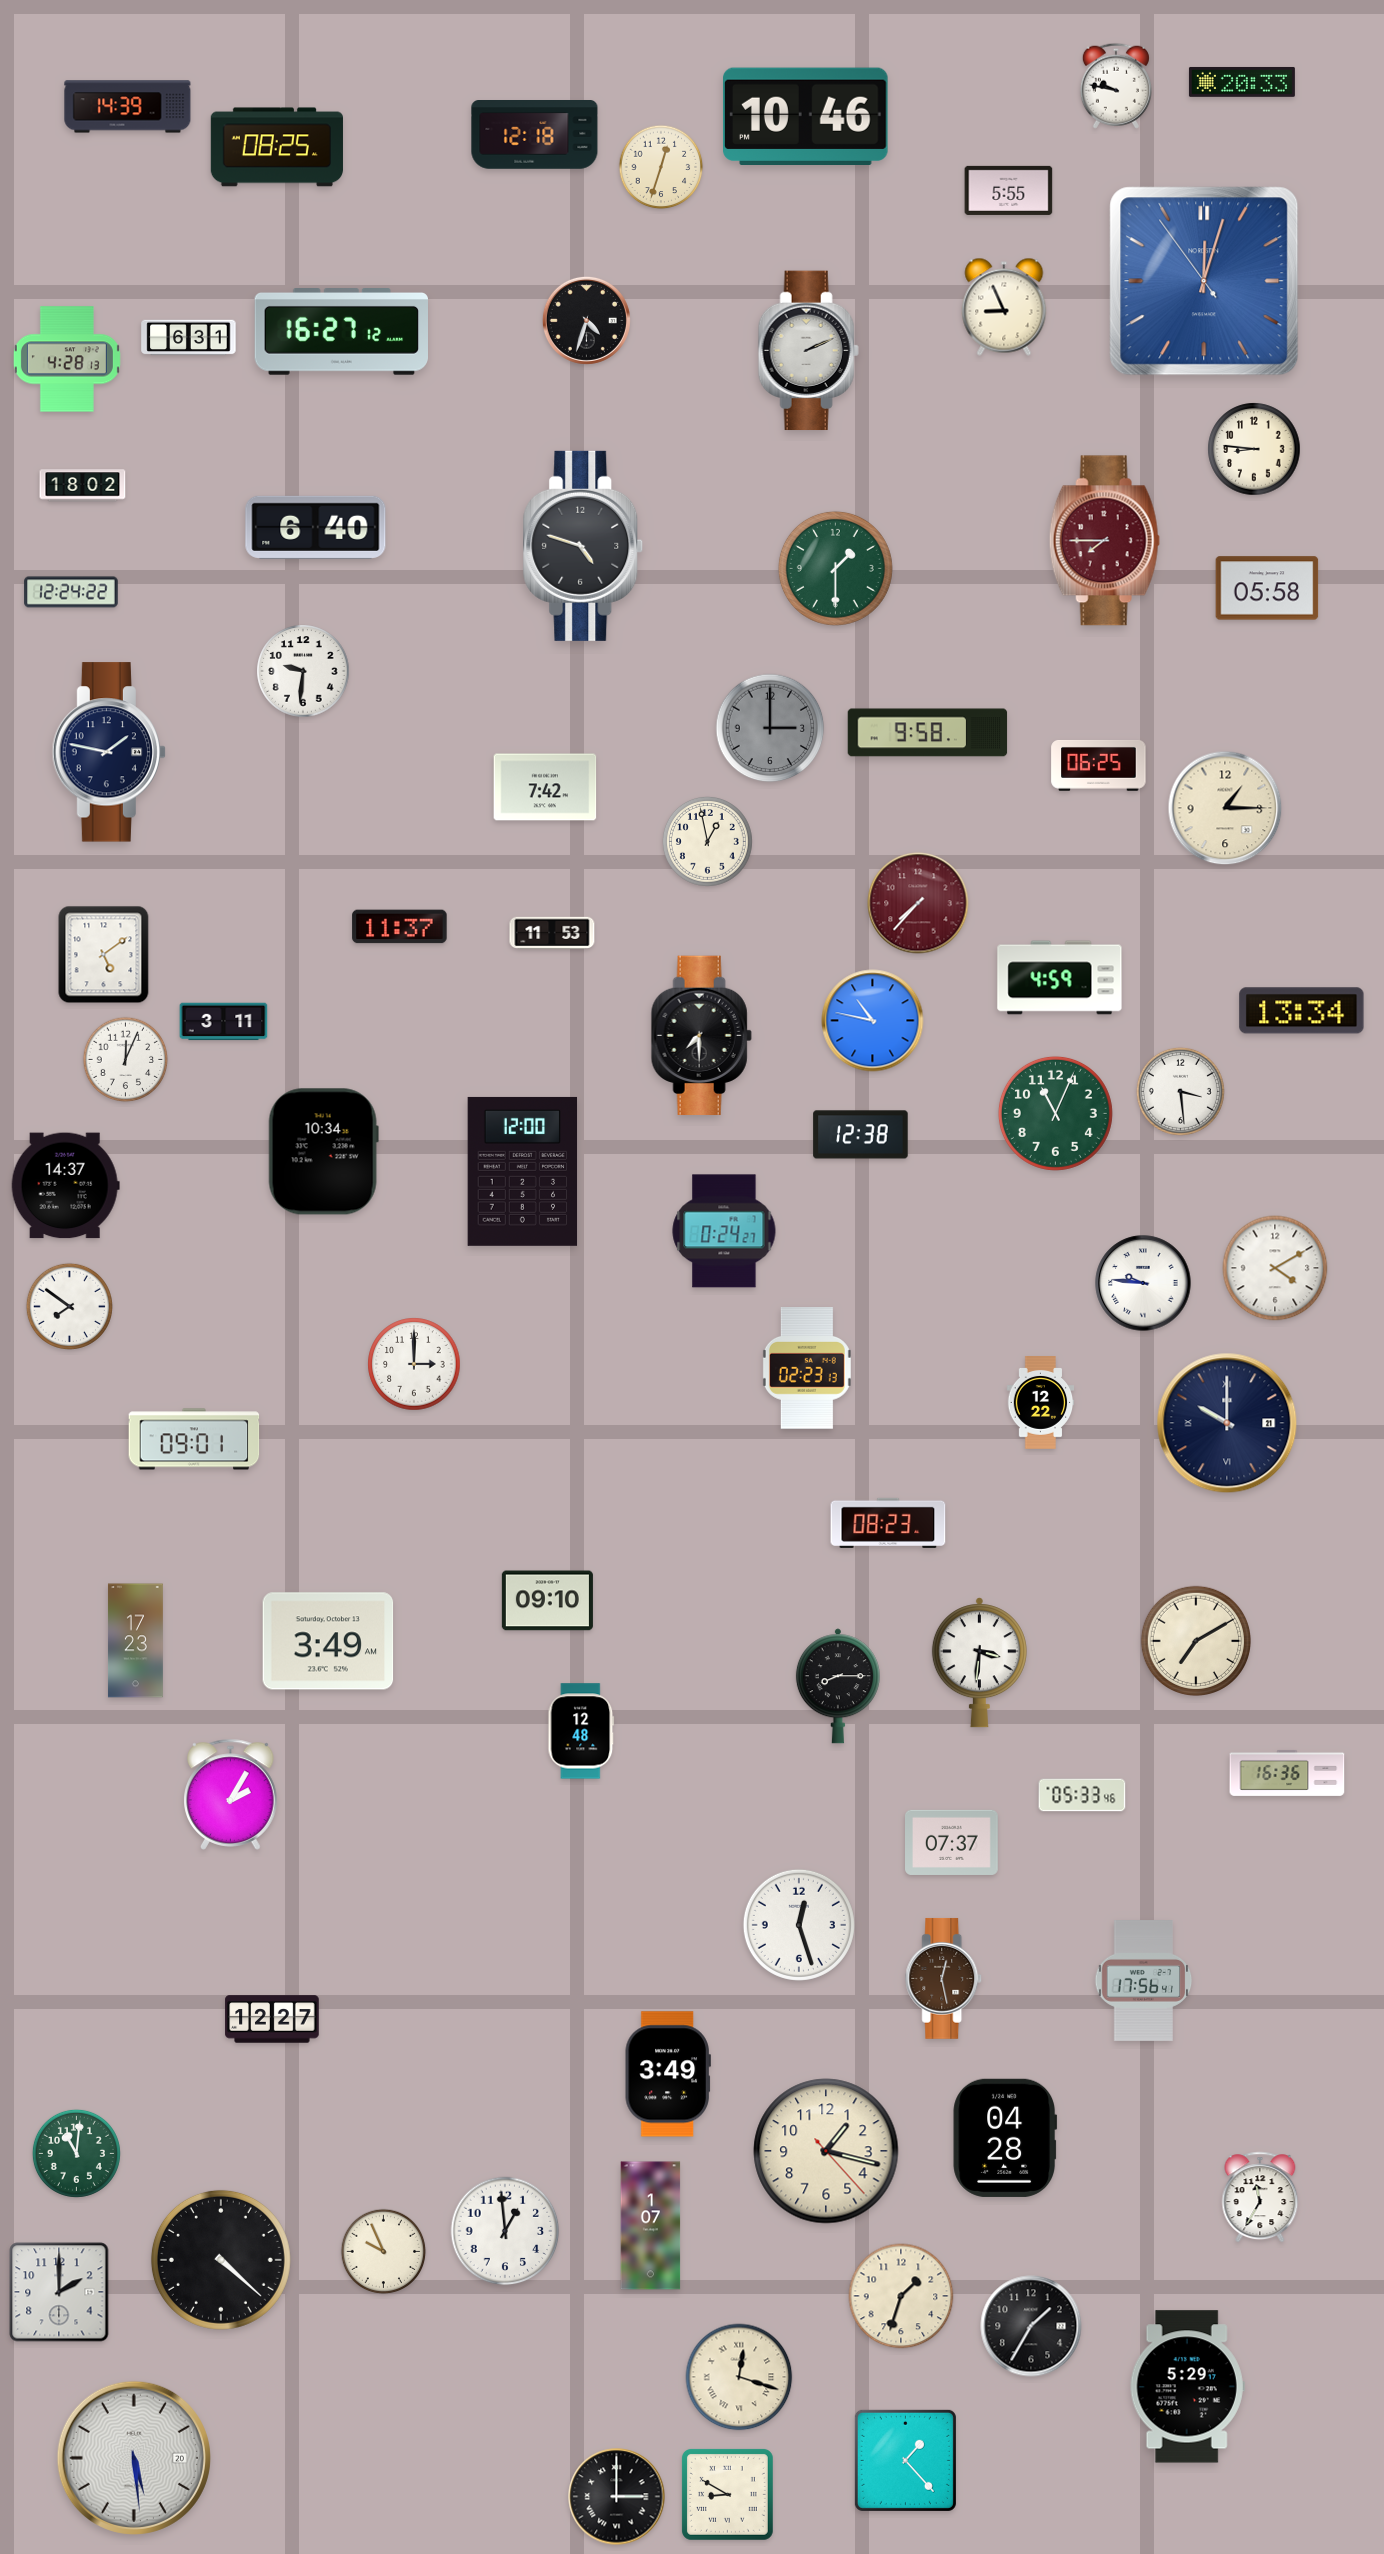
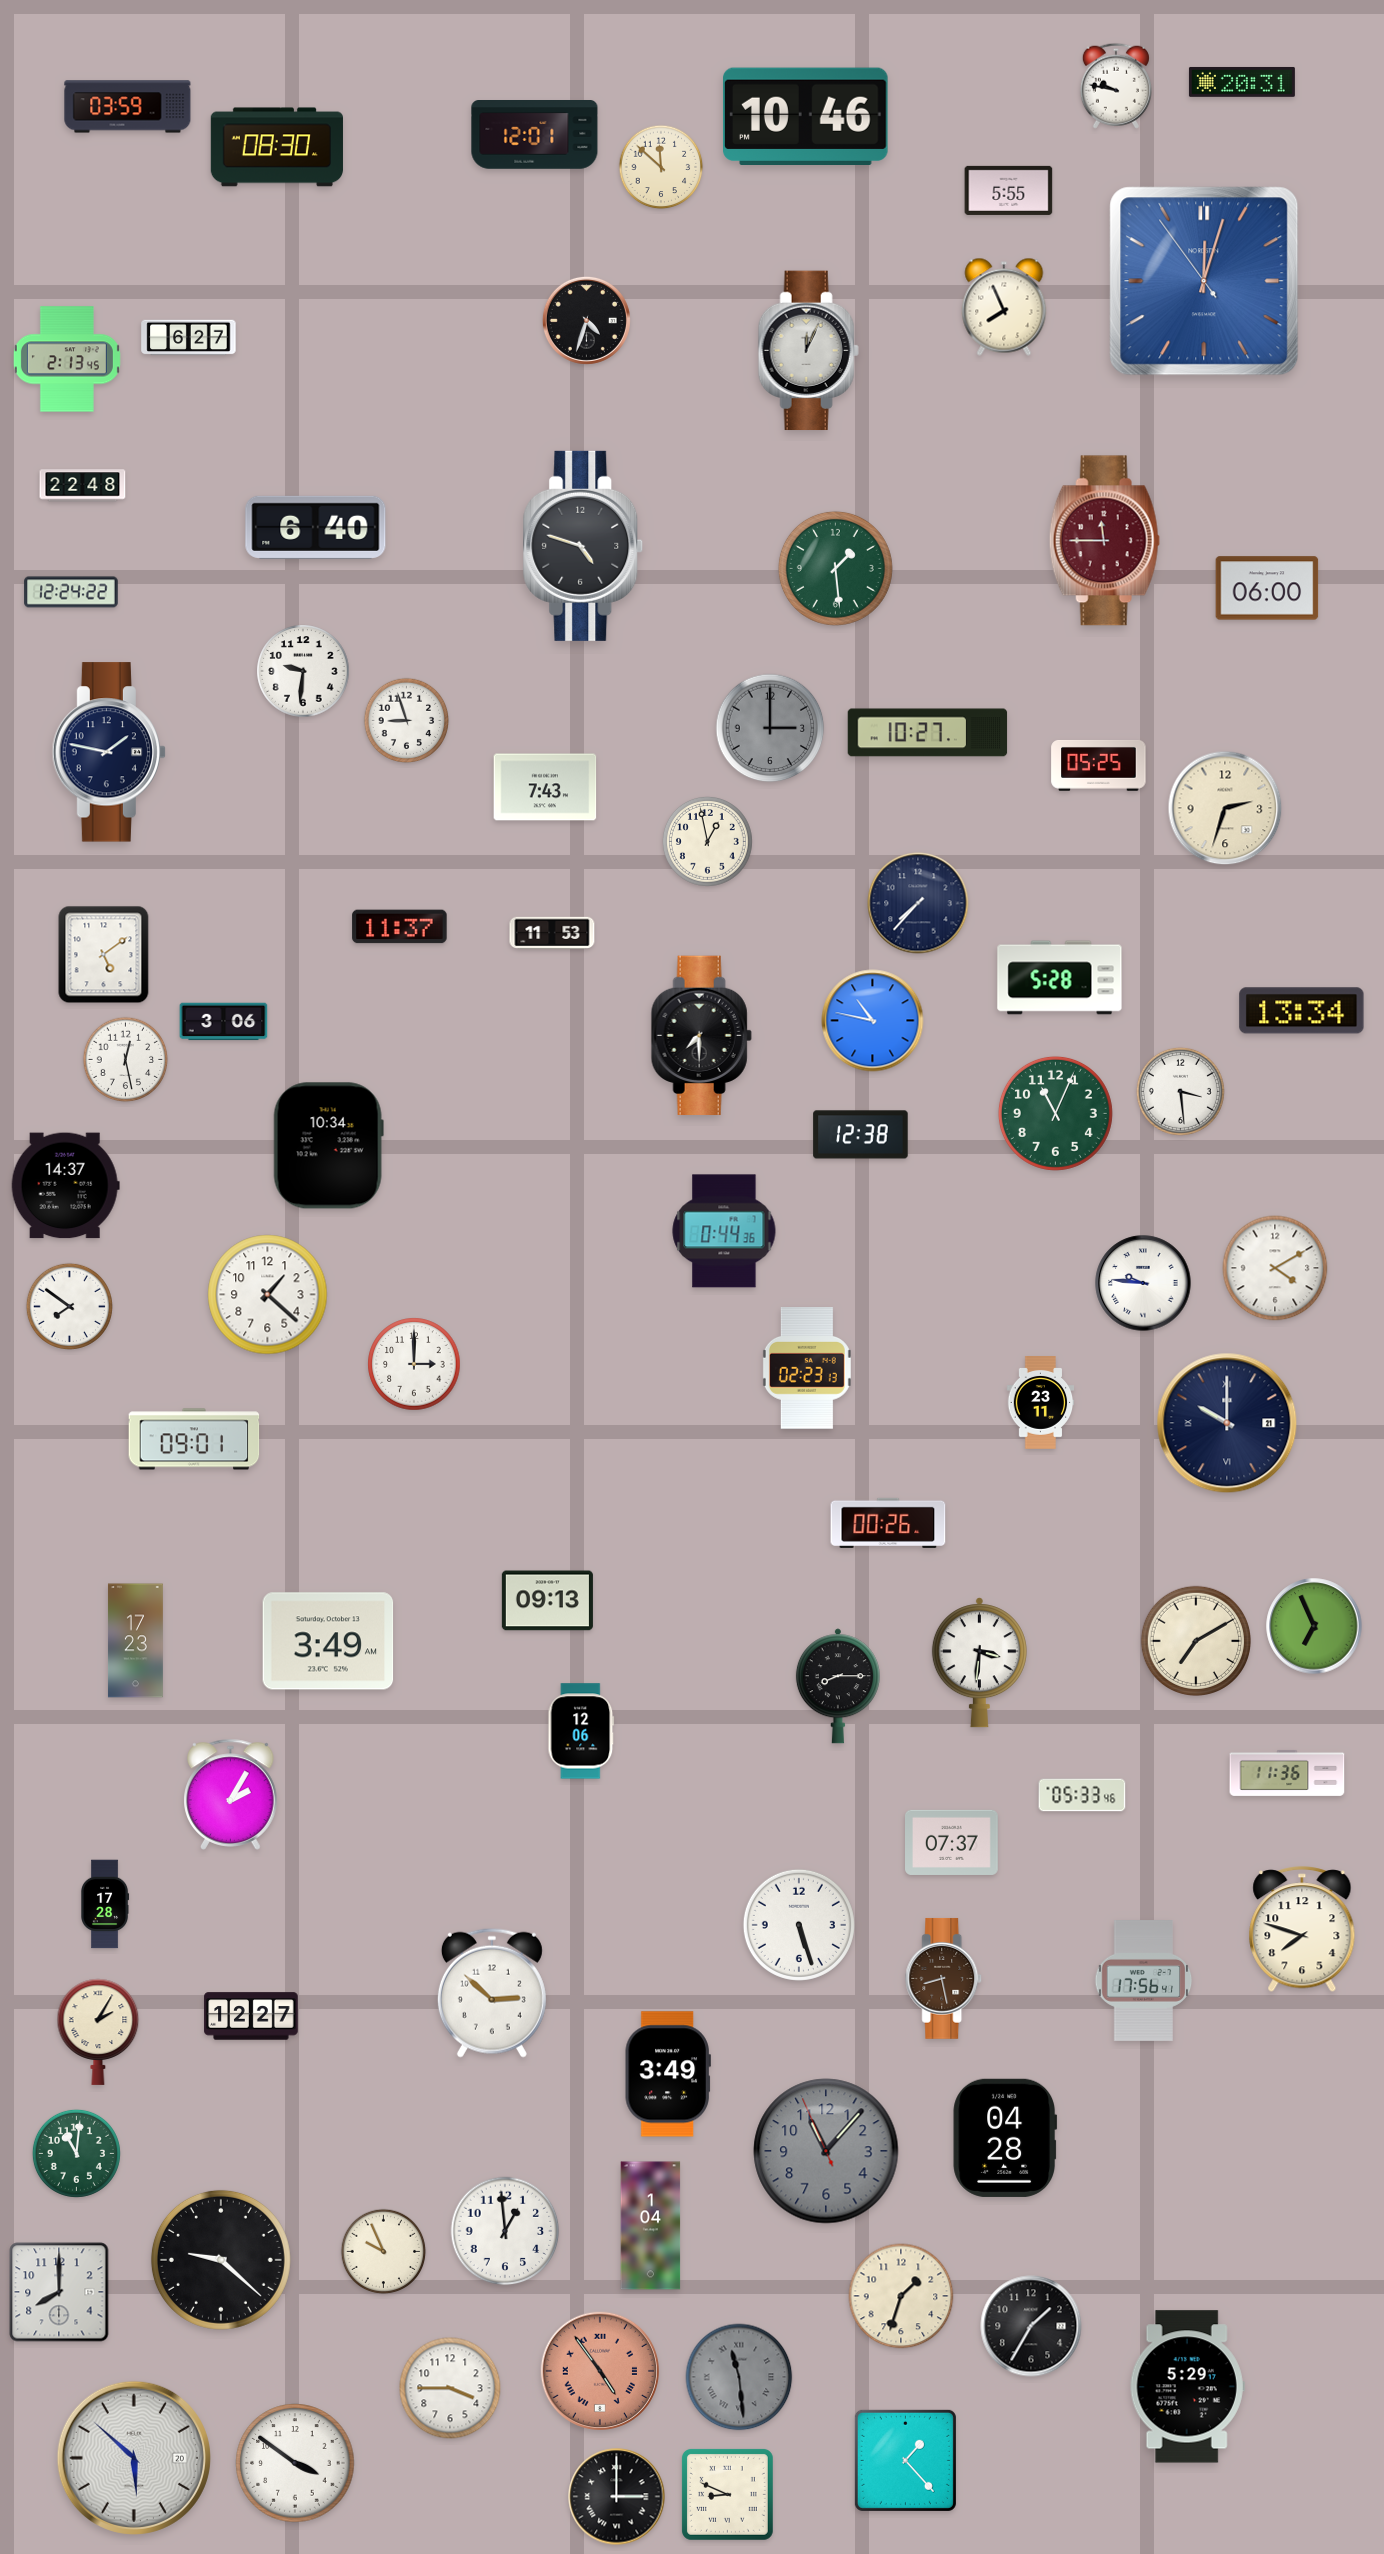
clock at (1242, 82): 20:33 -> 20:31
clock at (128, 107): 14:39 -> 03:59
clock at (535, 135): 12:18 -> 12:01
clock at (277, 147): 08:25 -> 08:30
clock at (661, 167): 12:33 -> 11:52
clock at (1004, 307): 8:56 -> 7:56
clock at (341, 332): 16:27 -> none
clock at (189, 338): 6:31 -> 6:27
clock at (808, 351): 2:11 -> 12:04
clock at (67, 359): 4:28 -> 2:13
clock at (1254, 449): 8:46 -> none
clock at (83, 486): 18:02 -> 22:48
clock at (1104, 541): 7:45 -> 11:45
clock at (835, 568): 1:30 -> 1:29
clock at (1267, 588): 05:58 -> 06:00
clock at (407, 721): none -> 8:57
clock at (928, 733): 9:58 -> 10:27
clock at (1099, 765): 06:25 -> 05:25
clock at (545, 787): 7:42 -> 7:43
clock at (1225, 808): 1:15 -> 2:33
clock at (918, 903) dial: burgundy -> navy
clock at (1060, 978): 4:59 -> 5:28
clock at (224, 1022): 3:11 -> 3:06
clock at (126, 1060): 12:04 -> 12:28
clock at (323, 1152) position: (323, 1152) -> (328, 1146)
clock at (523, 1171): 12:00 -> none
clock at (724, 1231): 0:24 -> 0:44
clock at (268, 1295): none -> 1:22
clock at (1041, 1403): 12:22 -> 23:11
clock at (888, 1523): 08:23 -> 00:26
clock at (547, 1601): 09:10 -> 09:13
clock at (1314, 1626): none -> 6:56
clock at (581, 1731): 12:48 -> 12:06
clock at (1287, 1773): 16:36 -> 11:36
clock at (106, 1904): none -> 17:28
clock at (799, 1925): 12:27 -> 5:27
clock at (1302, 1930): none -> 7:48
clock at (944, 1978): 12:28 -> 8:28
clock at (492, 1993): none -> 2:52
clock at (272, 2019) position: (272, 2019) -> (251, 2016)
clock at (98, 2032): none -> 2:05
clock at (826, 2151): 1:17 -> 11:06
clock at (826, 2151) dial: cream -> grey
clock at (1260, 2197): 11:35 -> none
clock at (651, 2226): 1:07 -> 1:04
clock at (221, 2260): 4:22 -> 9:22
clock at (59, 2292): 2:00 -> 8:00
clock at (600, 2371): none -> 4:54
clock at (739, 2377): 12:18 -> 11:29
clock at (739, 2377) dial: cream -> grey
clock at (450, 2388): none -> 3:45
clock at (134, 2458): 5:29 -> 5:52
clock at (295, 2463): none -> 3:51
clock at (727, 2494): 8:50 -> 8:49
